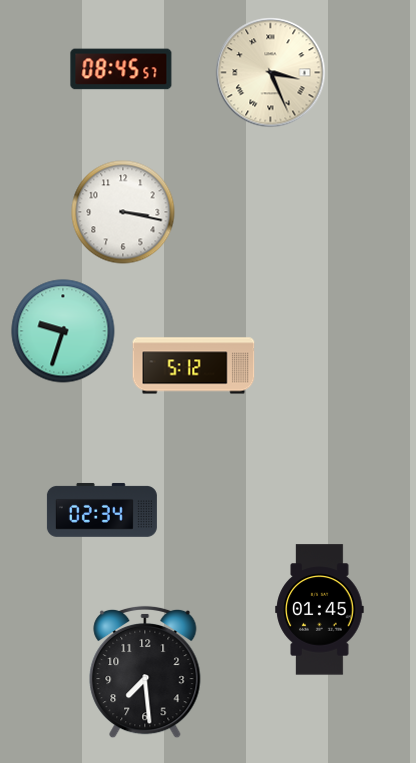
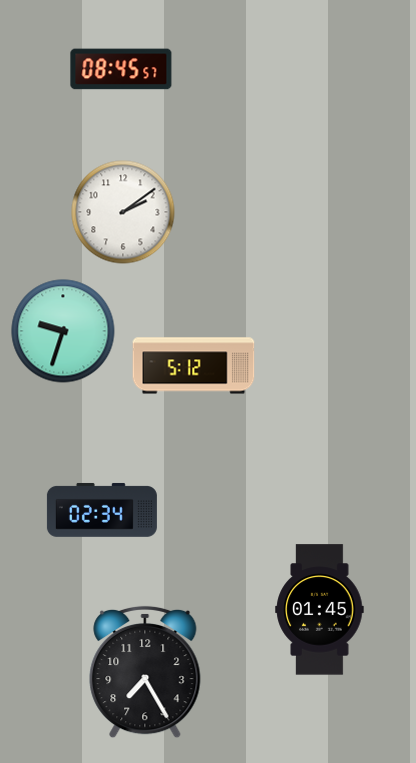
clock at (271, 73): 3:26 -> none
clock at (123, 212): 3:17 -> 2:09
clock at (145, 672): 7:29 -> 7:25
